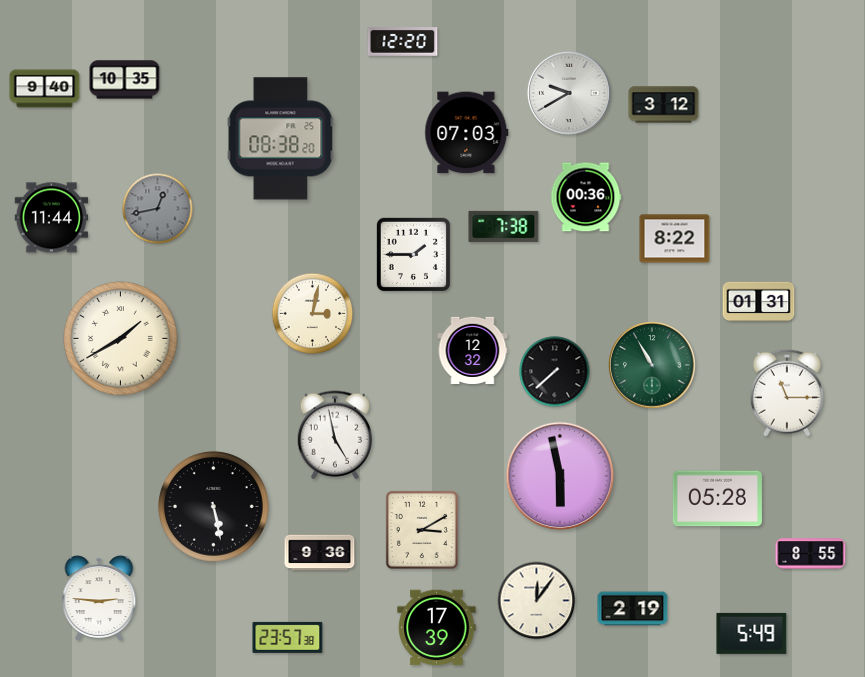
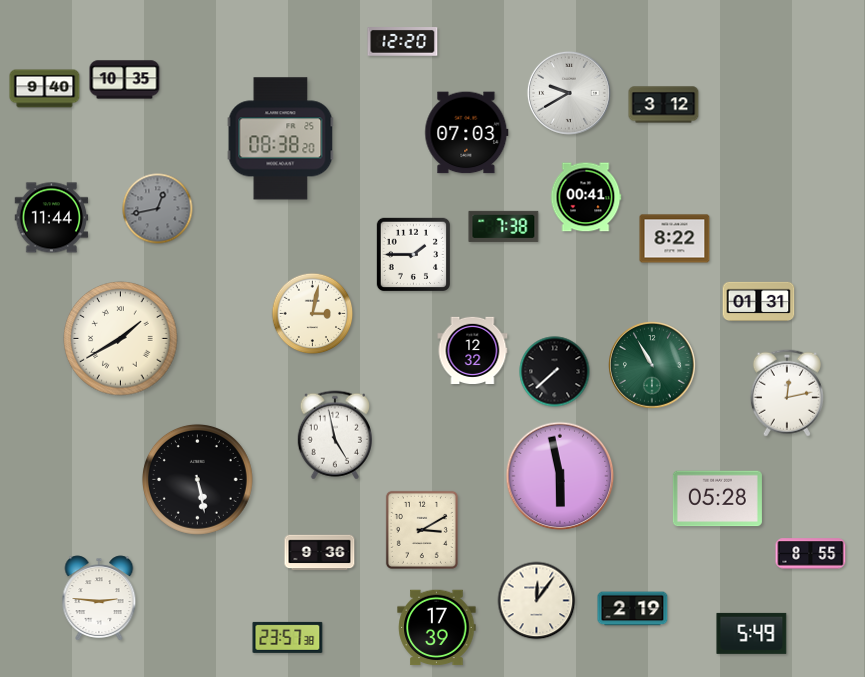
clock at (586, 197): 00:36 -> 00:41
clock at (787, 393): 11:15 -> 12:13
clock at (213, 506) position: (213, 506) -> (197, 479)
